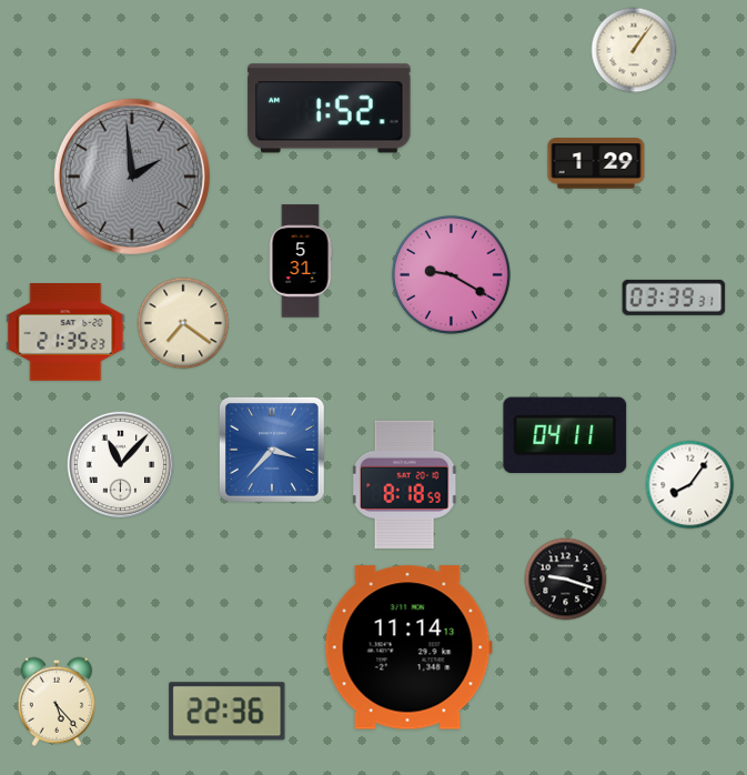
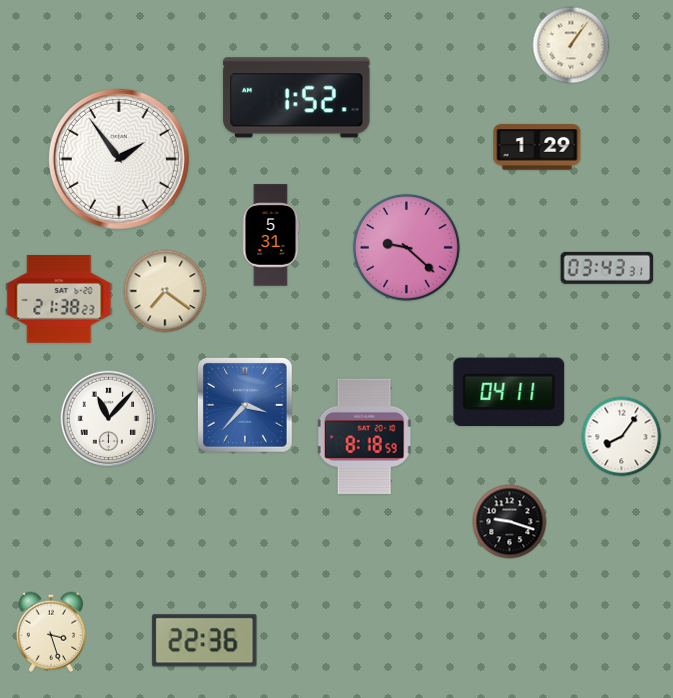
clock at (132, 177): 1:59 -> 1:54
clock at (132, 177) dial: grey -> white
clock at (451, 274): 9:20 -> 9:22
clock at (674, 298): 03:39 -> 03:43
clock at (65, 332): 21:35 -> 21:38
clock at (408, 647): 11:14 -> none
clock at (55, 702): 5:23 -> 3:27
